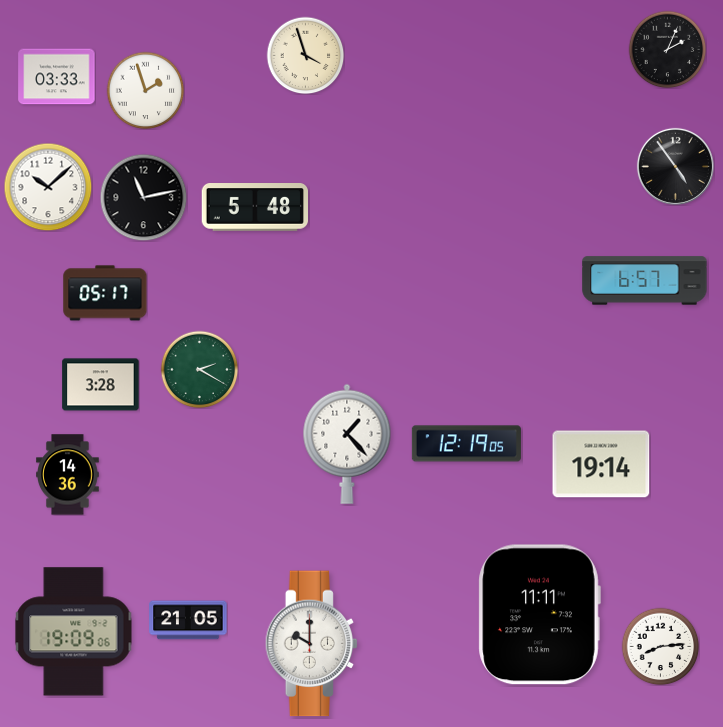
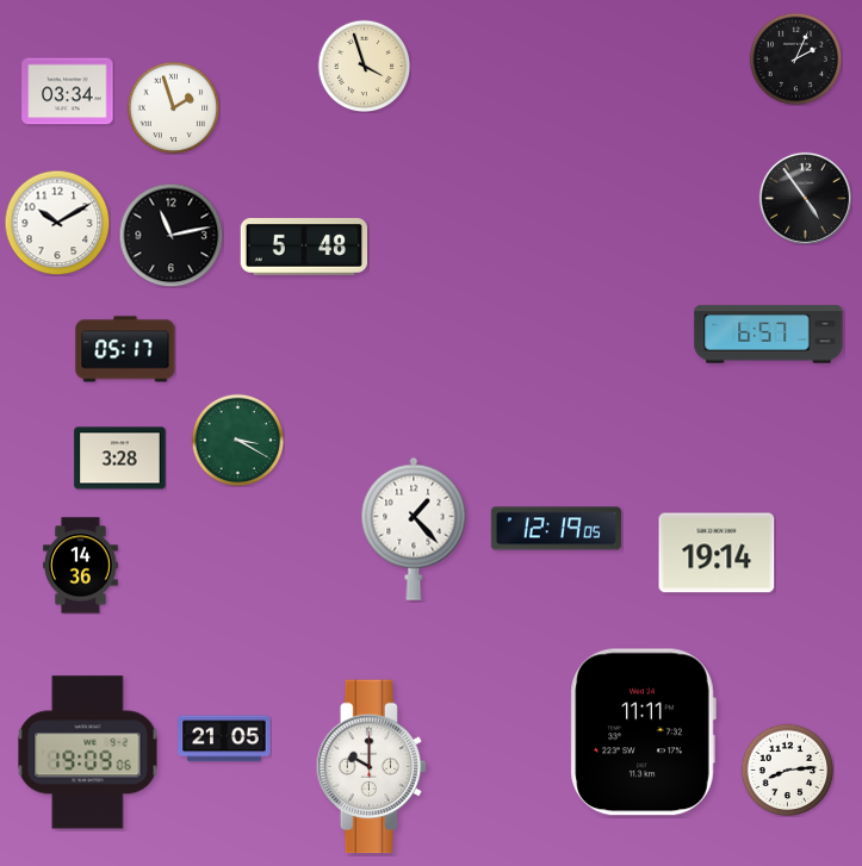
clock at (57, 77): 03:33 -> 03:34
clock at (48, 187): 10:08 -> 10:10
clock at (199, 369): 2:20 -> 3:20
